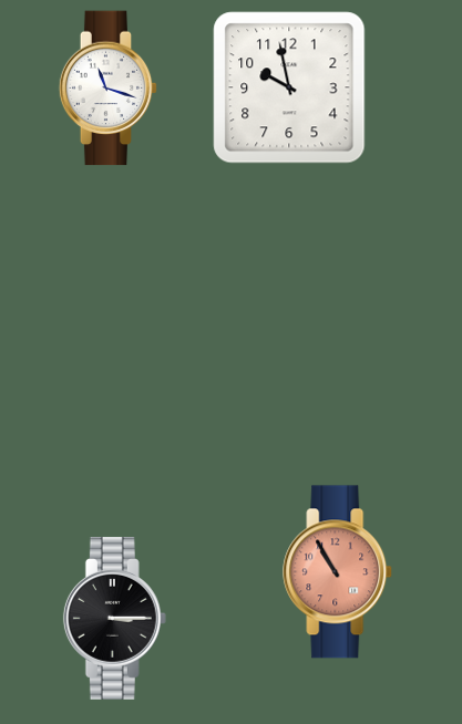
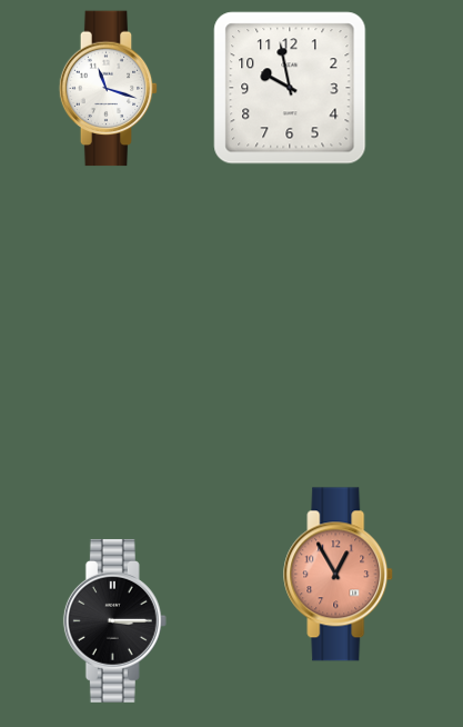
clock at (338, 572): 10:55 -> 12:55
